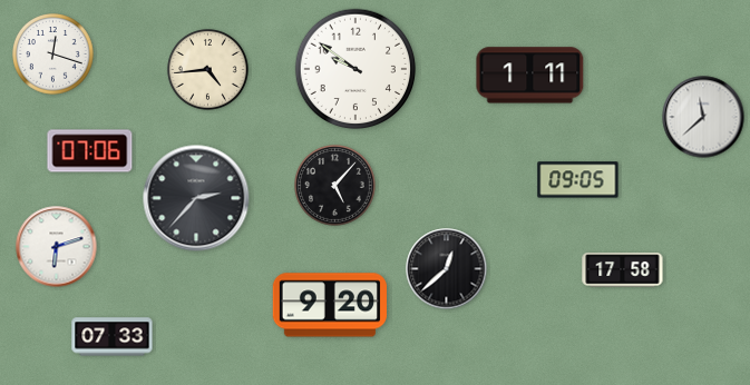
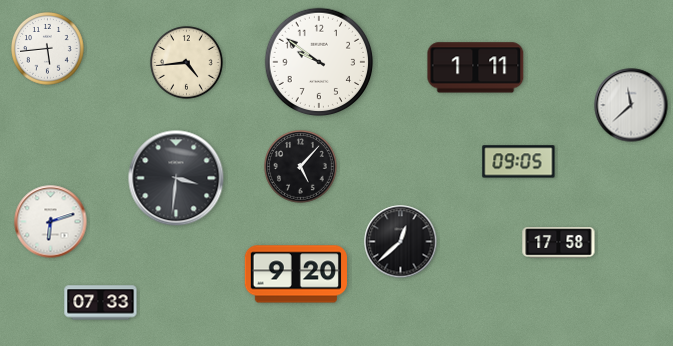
clock at (53, 55): 12:18 -> 5:44
clock at (90, 151): 07:06 -> none
clock at (196, 198): 2:37 -> 3:31
